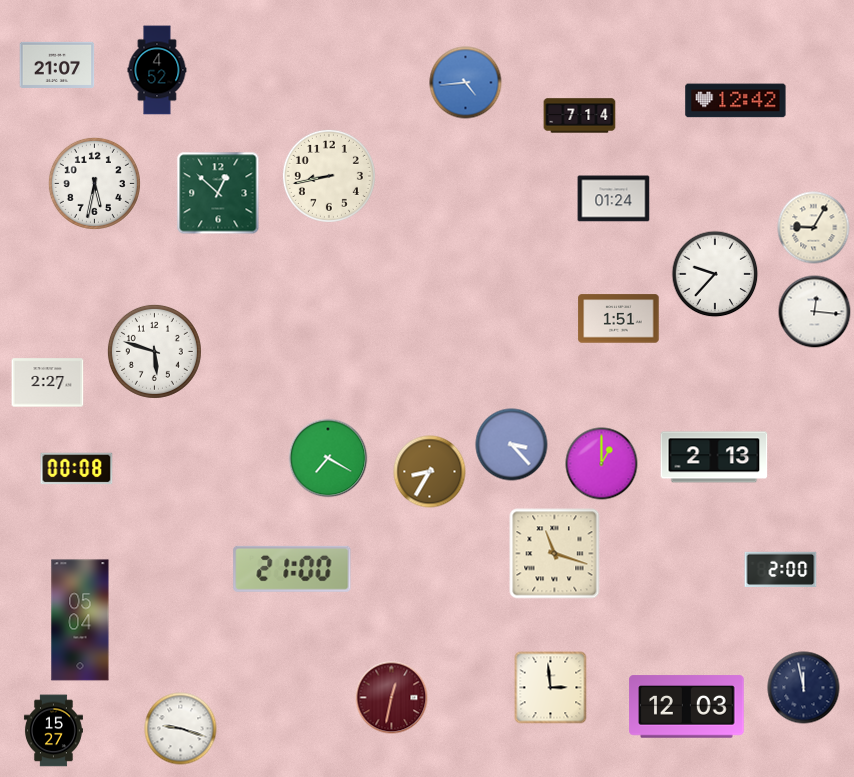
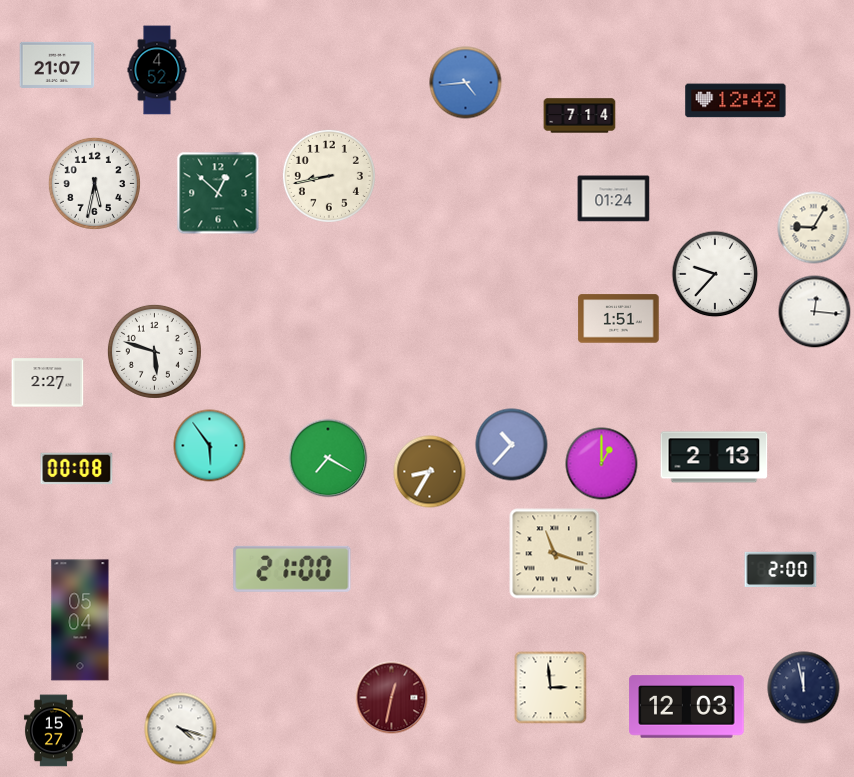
clock at (512, 445): 3:23 -> 10:37
clock at (210, 446): none -> 5:54
clock at (181, 729): 9:18 -> 4:18
